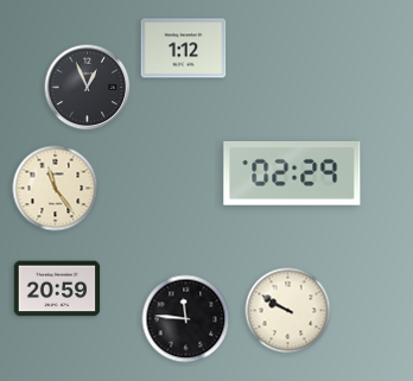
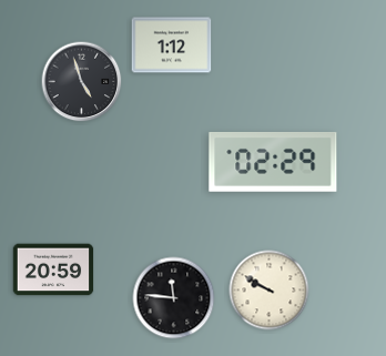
clock at (88, 88): 12:56 -> 4:57
clock at (56, 189): 11:24 -> none
